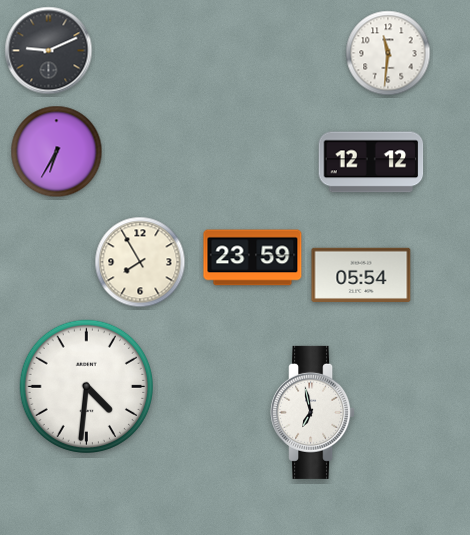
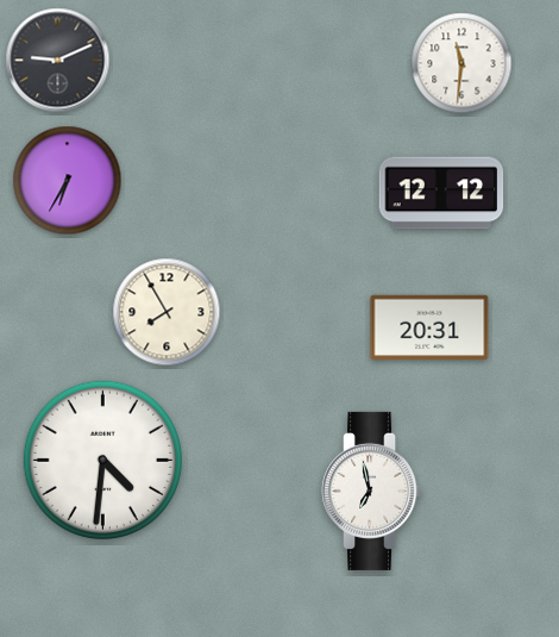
clock at (253, 258): 23:59 -> none
clock at (361, 274): 05:54 -> 20:31
